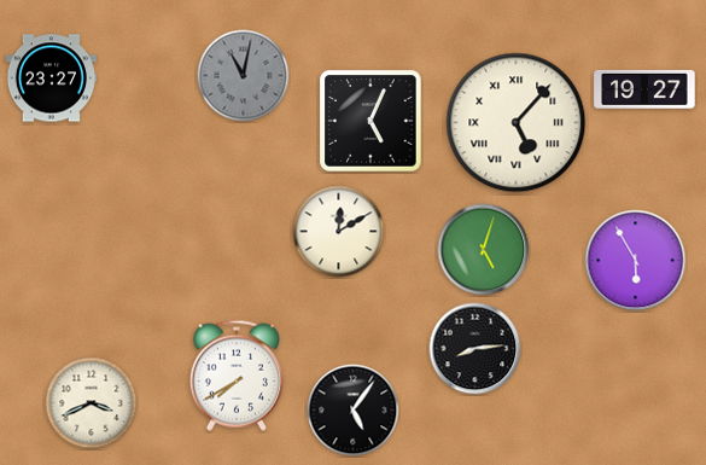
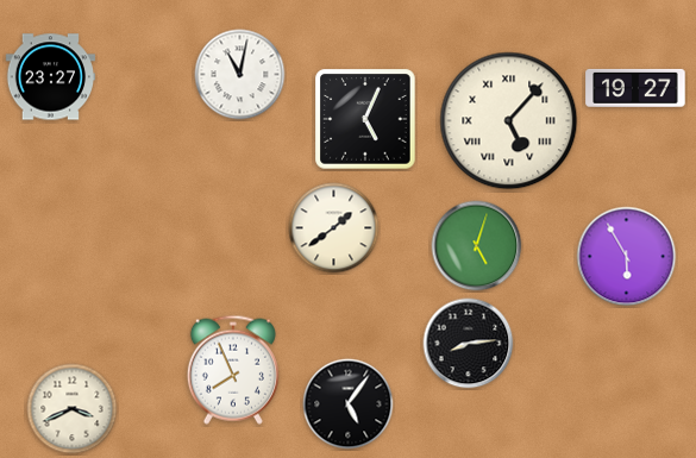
clock at (244, 76) dial: grey -> white
clock at (339, 232): 12:10 -> 1:39
clock at (237, 376): 7:40 -> 7:56
clock at (92, 403) position: (92, 403) -> (73, 409)
